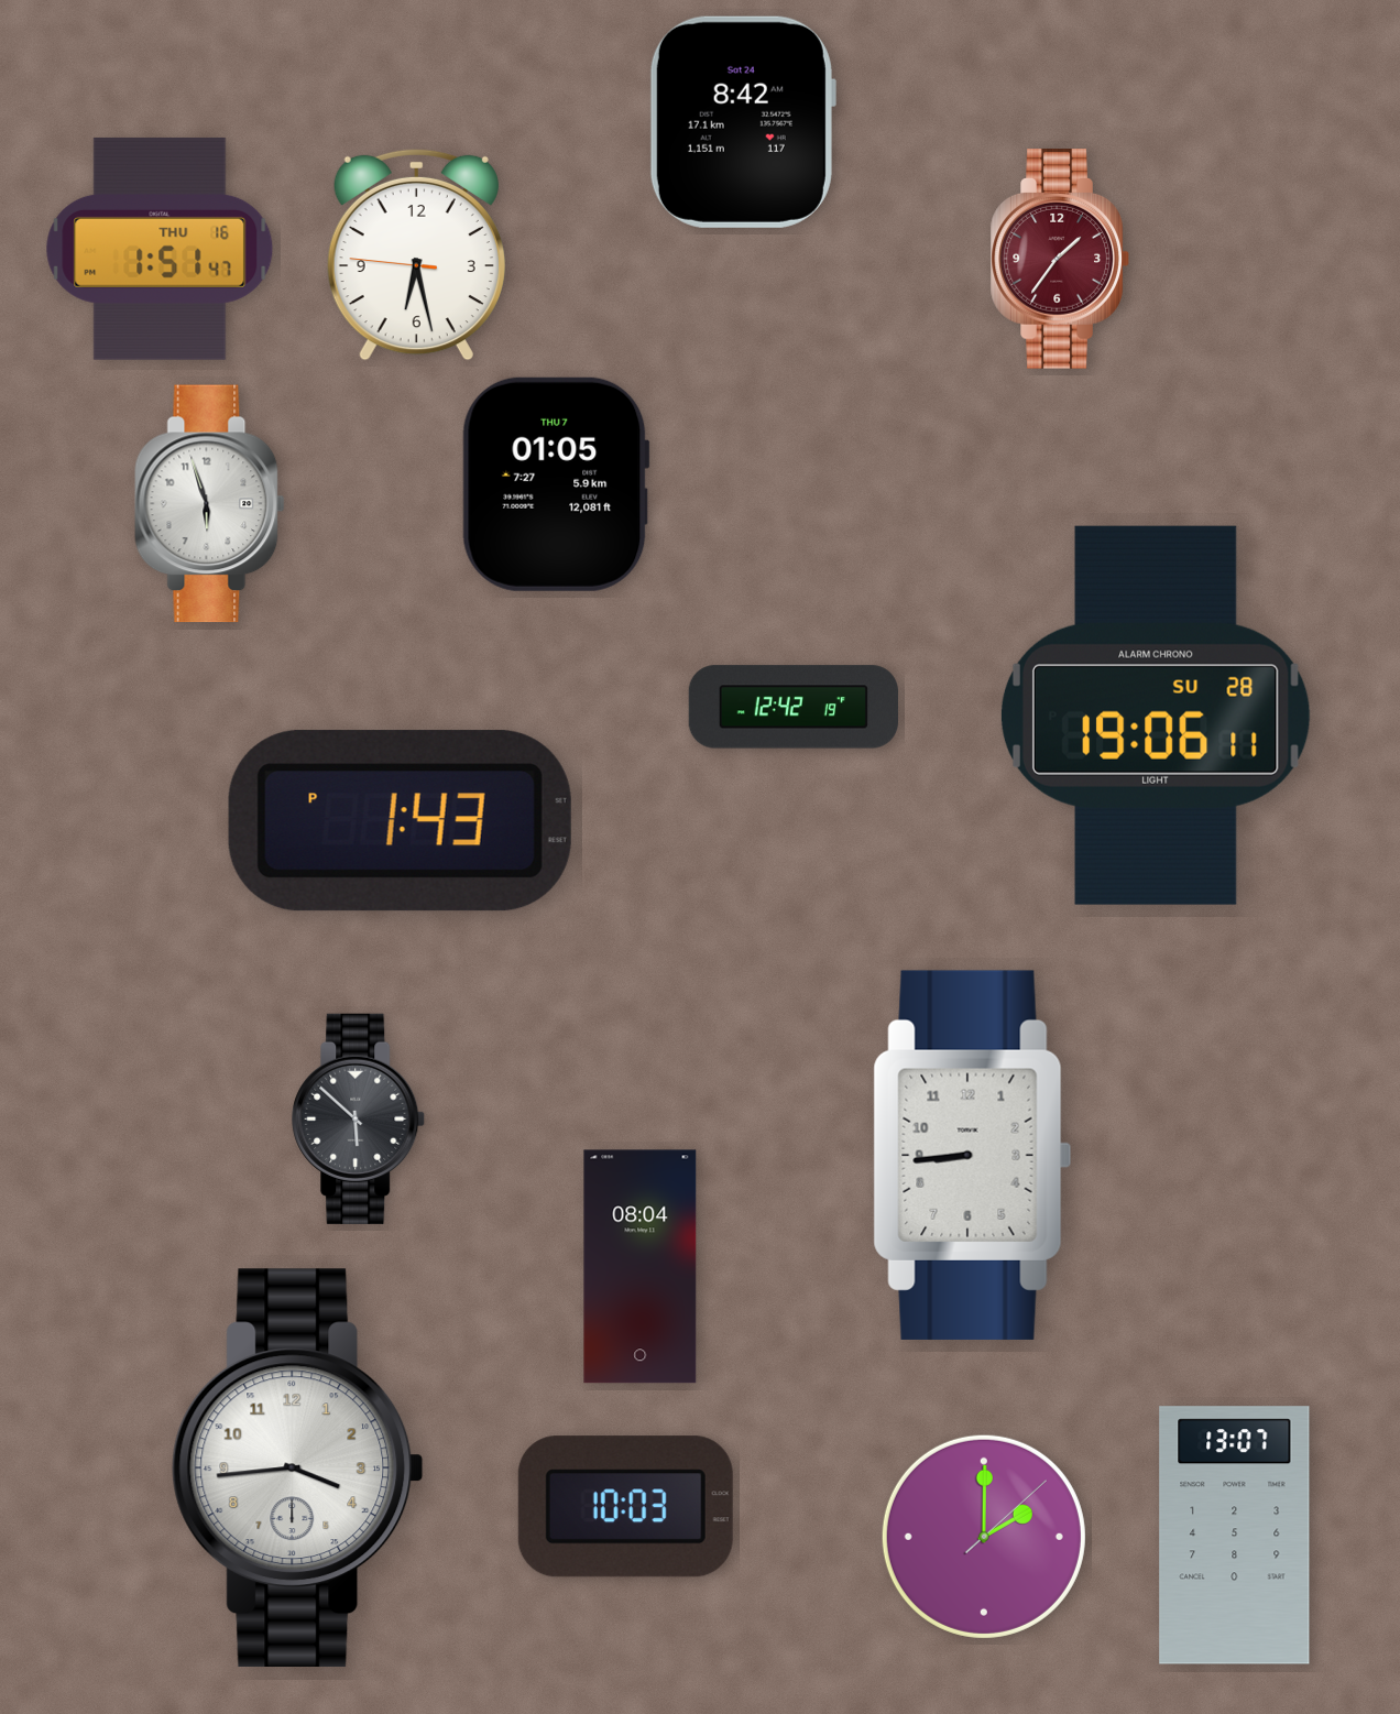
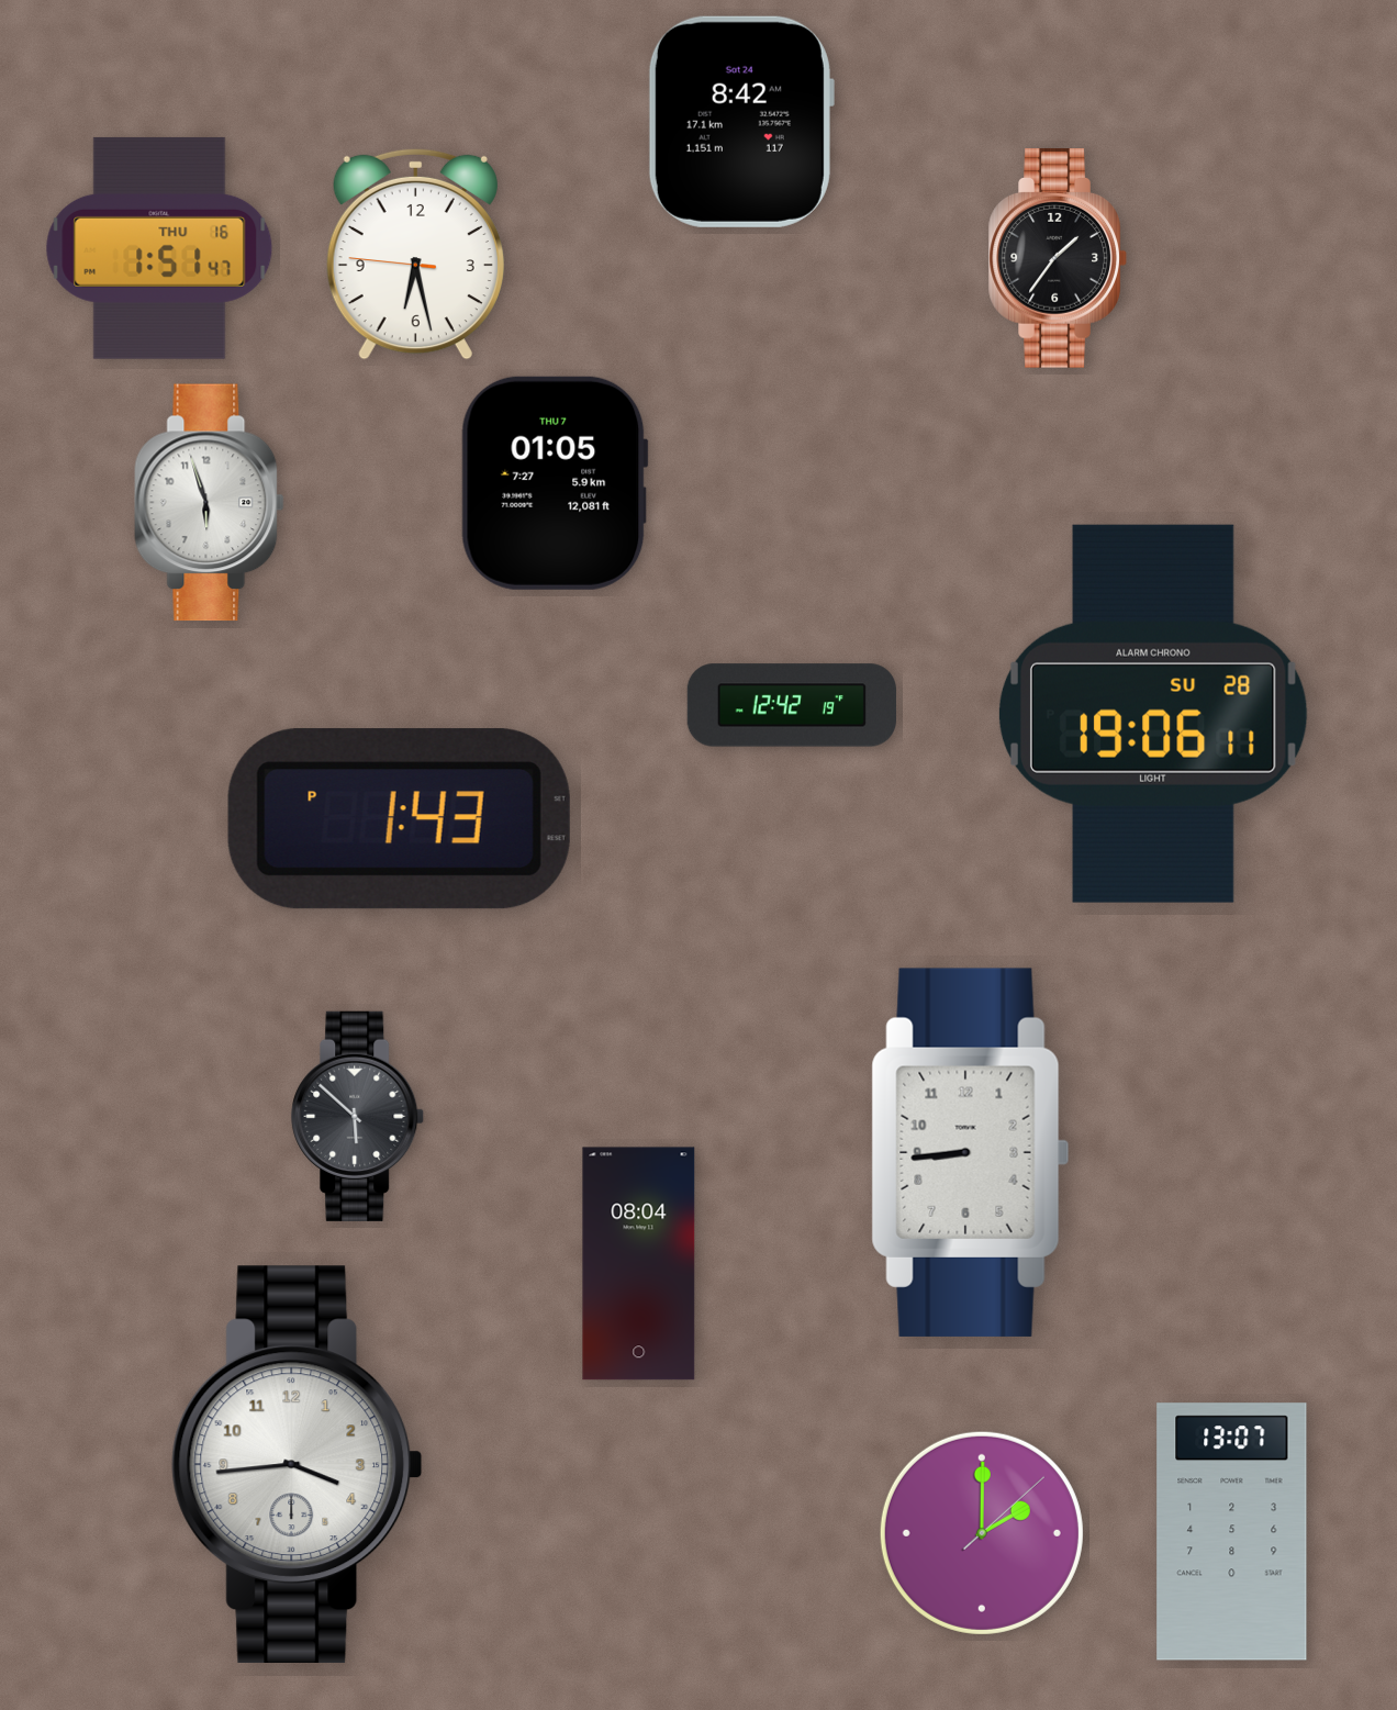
clock at (1060, 260) dial: burgundy -> black
clock at (625, 1507): 10:03 -> none
